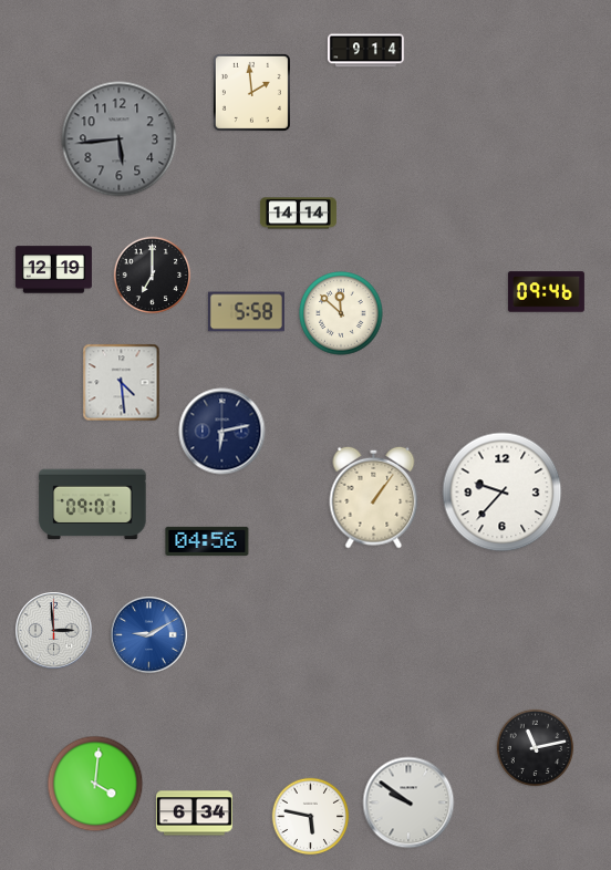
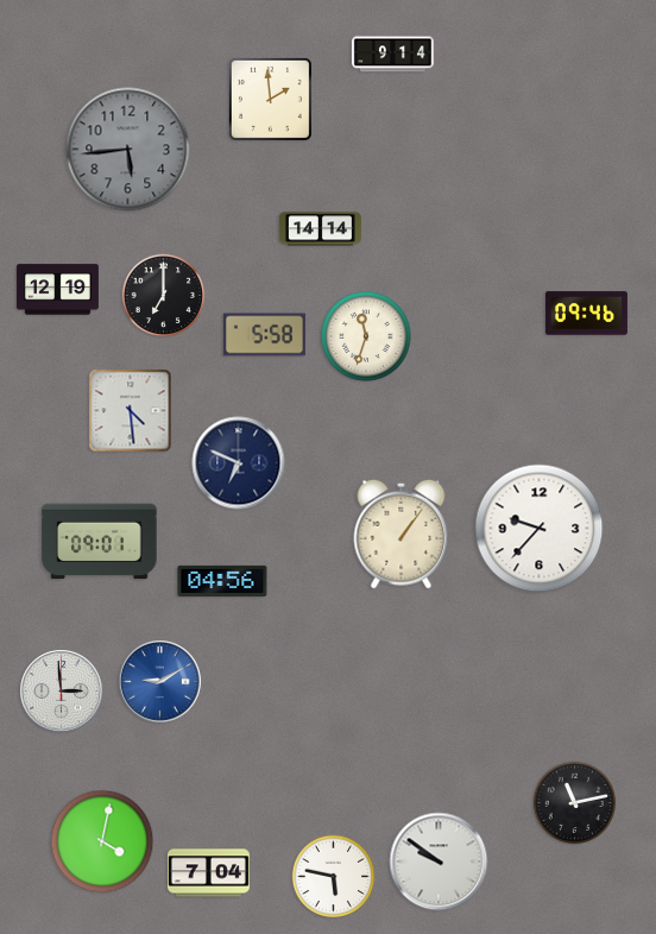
clock at (341, 313): 11:52 -> 11:33
clock at (222, 432): 6:13 -> 6:49
clock at (54, 631) position: (54, 631) -> (62, 692)
clock at (95, 784): 4:01 -> 4:02
clock at (194, 814): 6:34 -> 7:04
